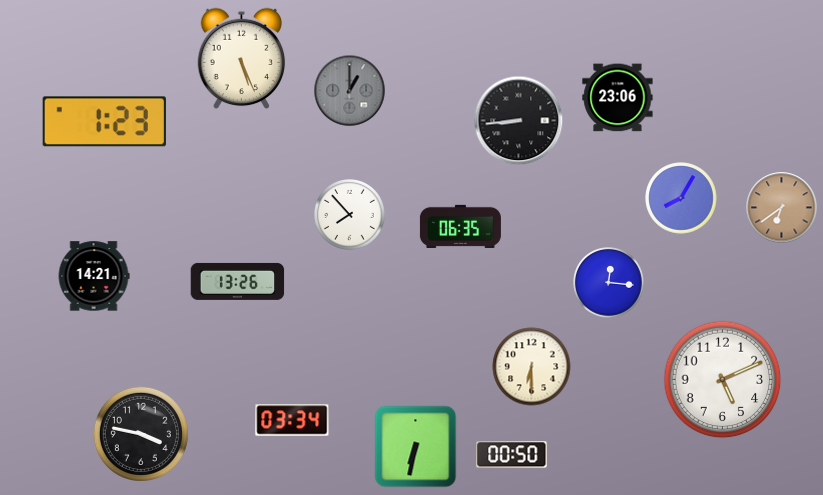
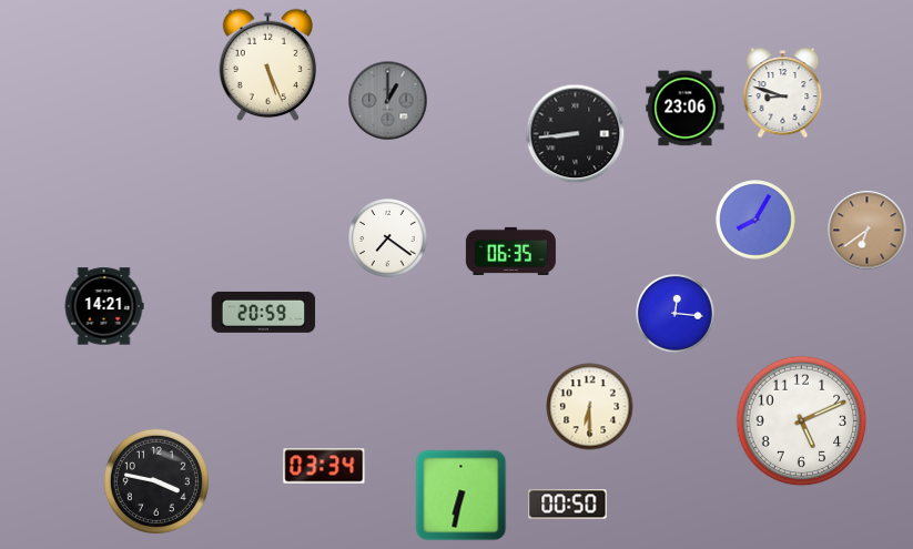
clock at (783, 93): none -> 8:48
clock at (104, 122): 1:23 -> none
clock at (350, 215): 7:53 -> 7:21
clock at (238, 281): 13:26 -> 20:59
